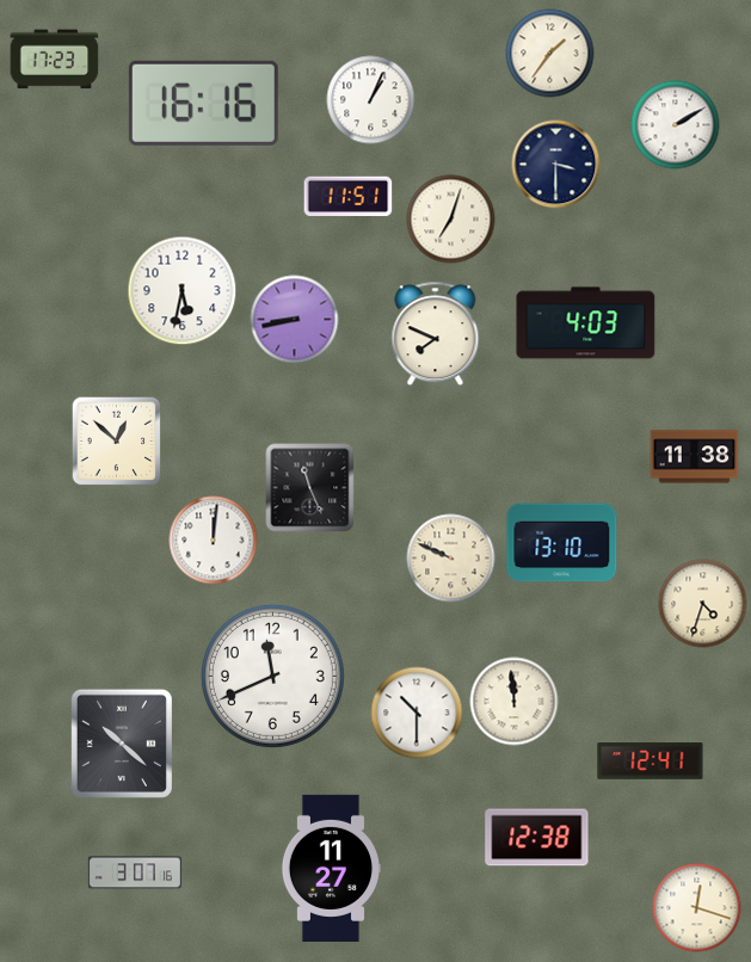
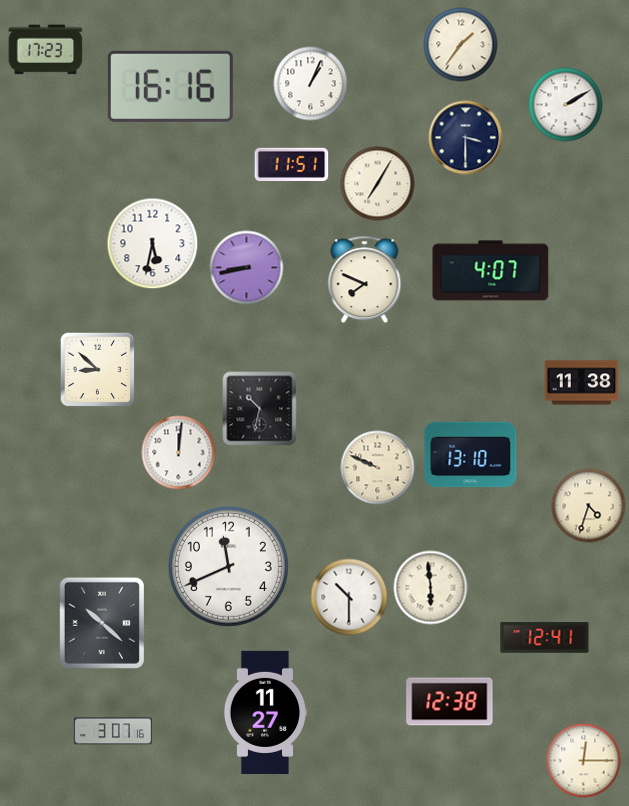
clock at (451, 220): 7:03 -> 7:05
clock at (586, 323): 4:03 -> 4:07
clock at (117, 442): 12:52 -> 8:52
clock at (310, 488): 11:26 -> 10:32
clock at (515, 702): 11:59 -> 5:59
clock at (330, 868) position: (330, 868) -> (264, 712)
clock at (697, 908): 12:18 -> 12:15
